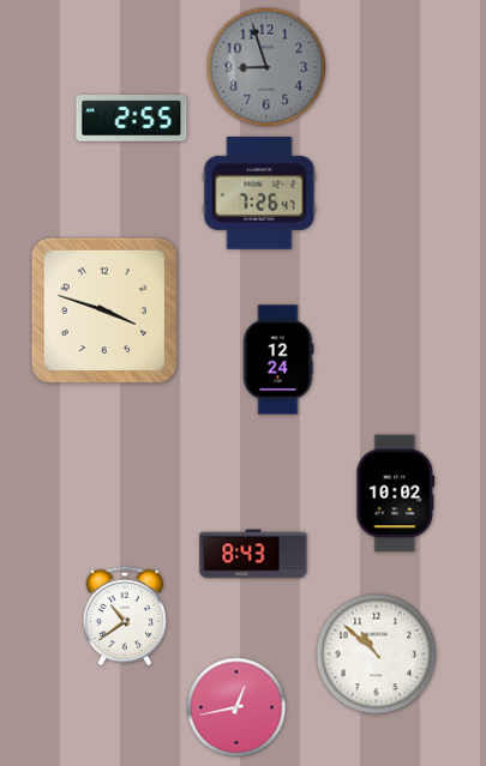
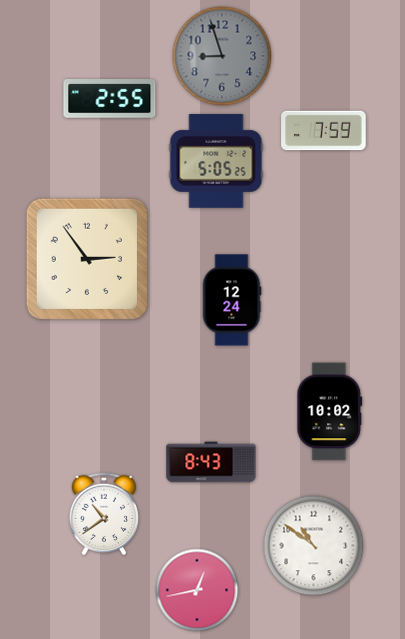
clock at (324, 131): none -> 7:59
clock at (259, 193): 7:26 -> 5:05
clock at (104, 310): 3:48 -> 2:54
clock at (377, 655): 10:52 -> 10:51
